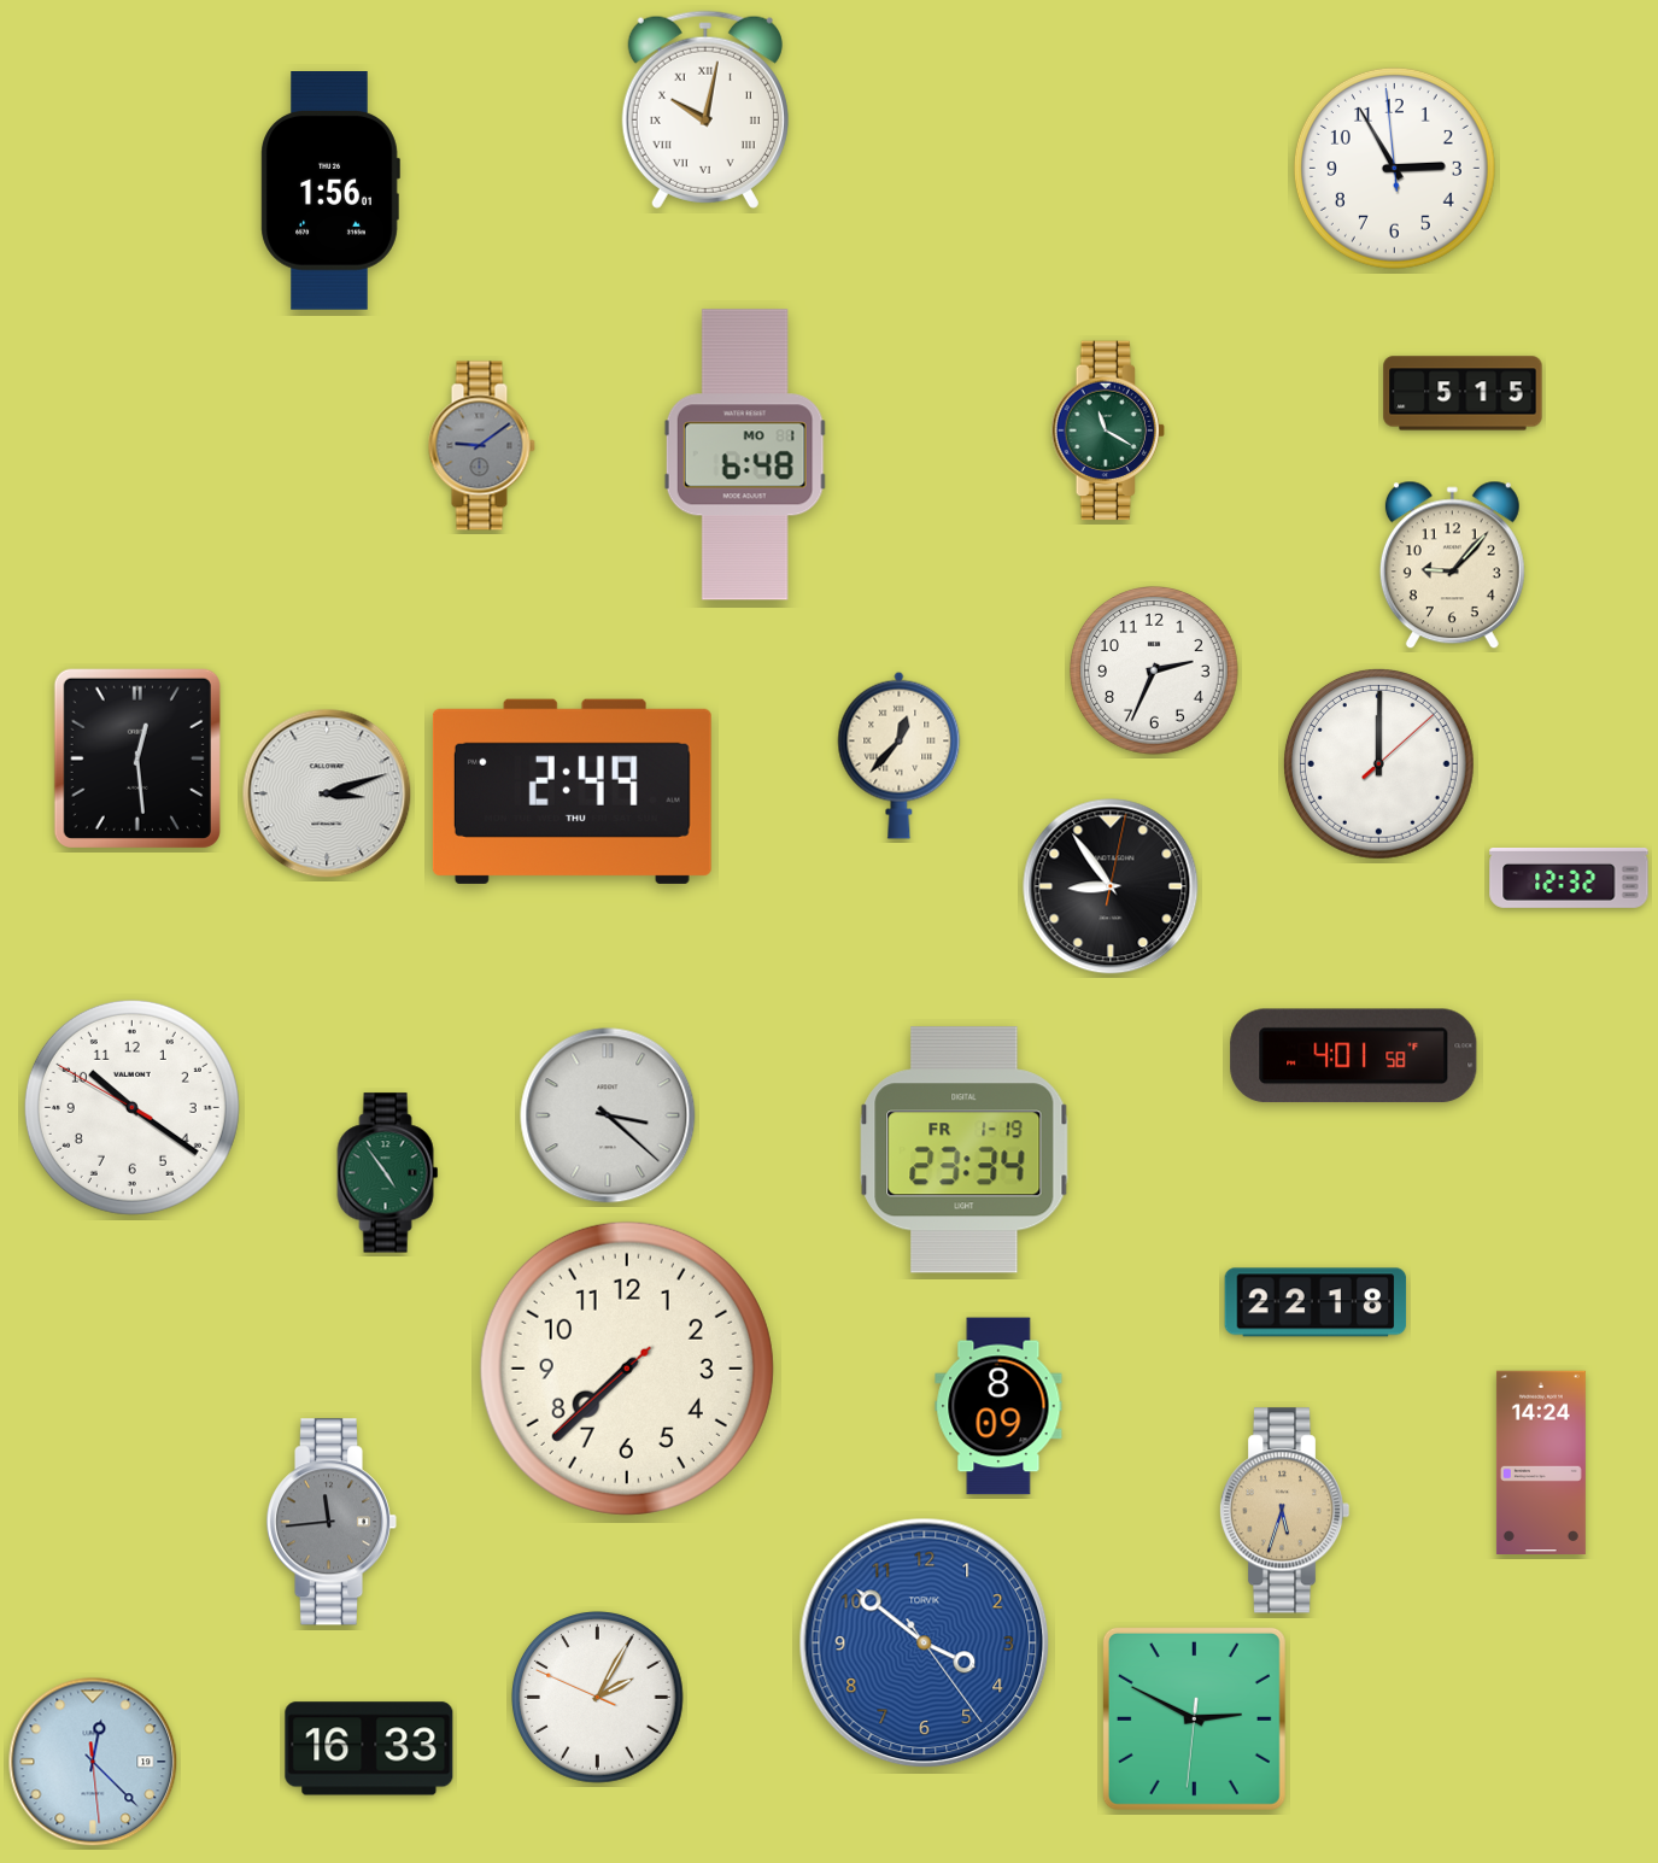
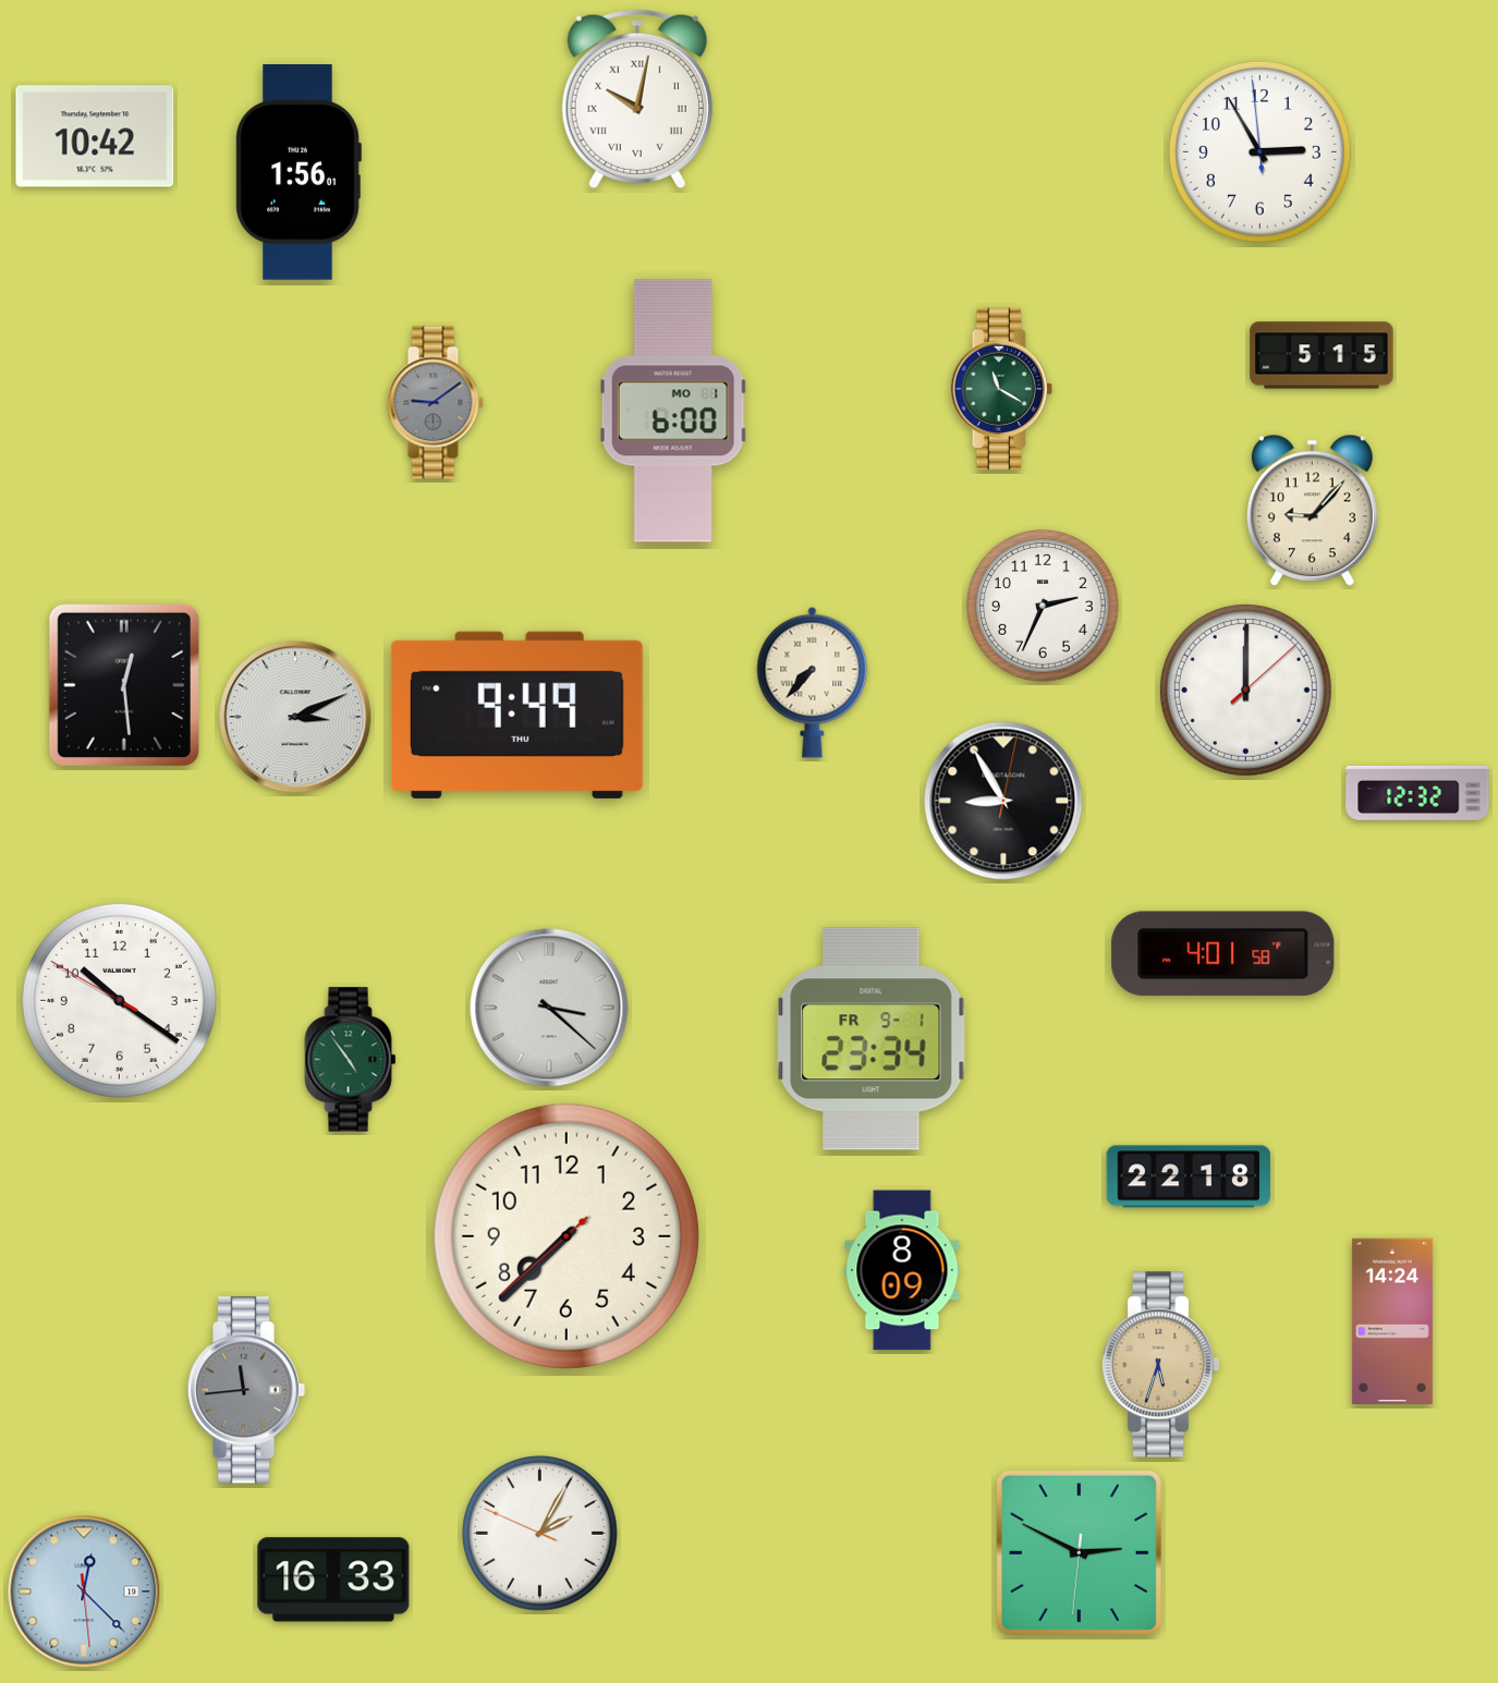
clock at (95, 136): none -> 10:42
clock at (745, 455): 6:48 -> 6:00
clock at (900, 755): 12:37 -> 7:37
clock at (572, 791): 2:49 -> 9:49
clock at (327, 793): 3:12 -> 3:11
clock at (1111, 886): 8:54 -> 8:55
clock at (965, 1150) date: FR 1-19 -> FR 9-1
clock at (332, 1522) position: (332, 1522) -> (246, 1390)
clock at (925, 1644): 3:51 -> none
